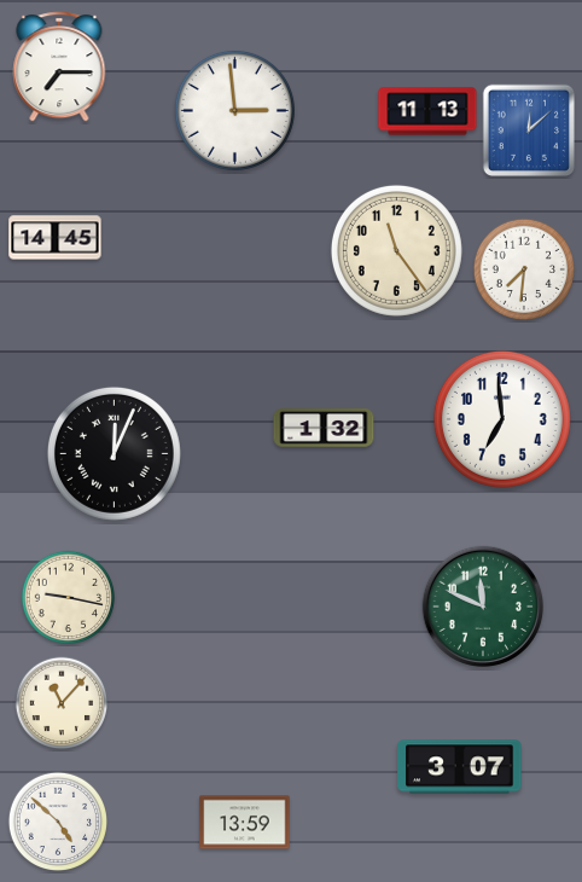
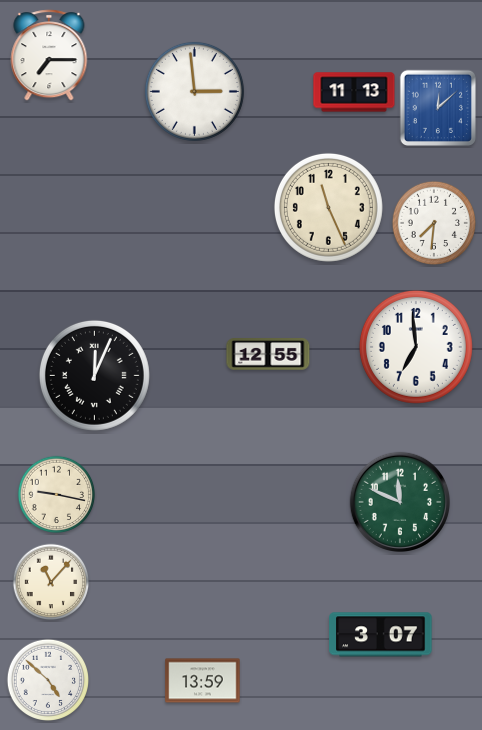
clock at (56, 238): 14:45 -> none
clock at (396, 250): 11:24 -> 11:26
clock at (324, 429): 1:32 -> 12:55
